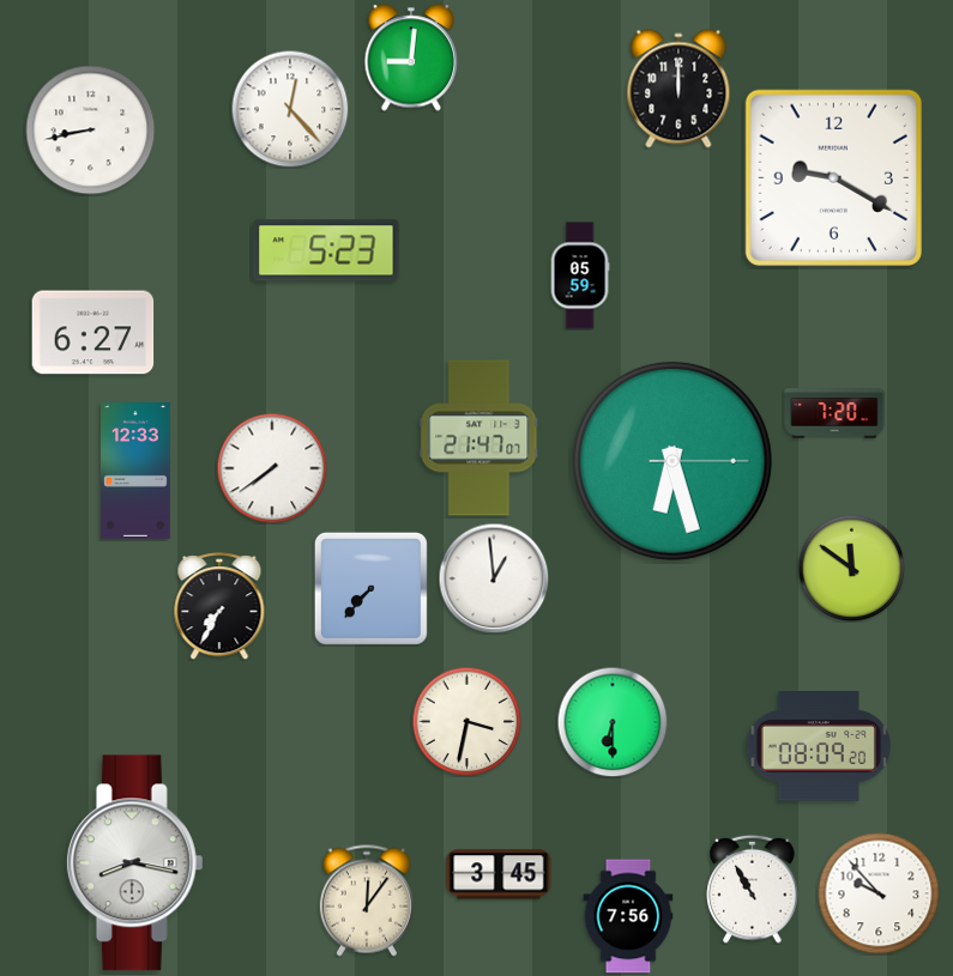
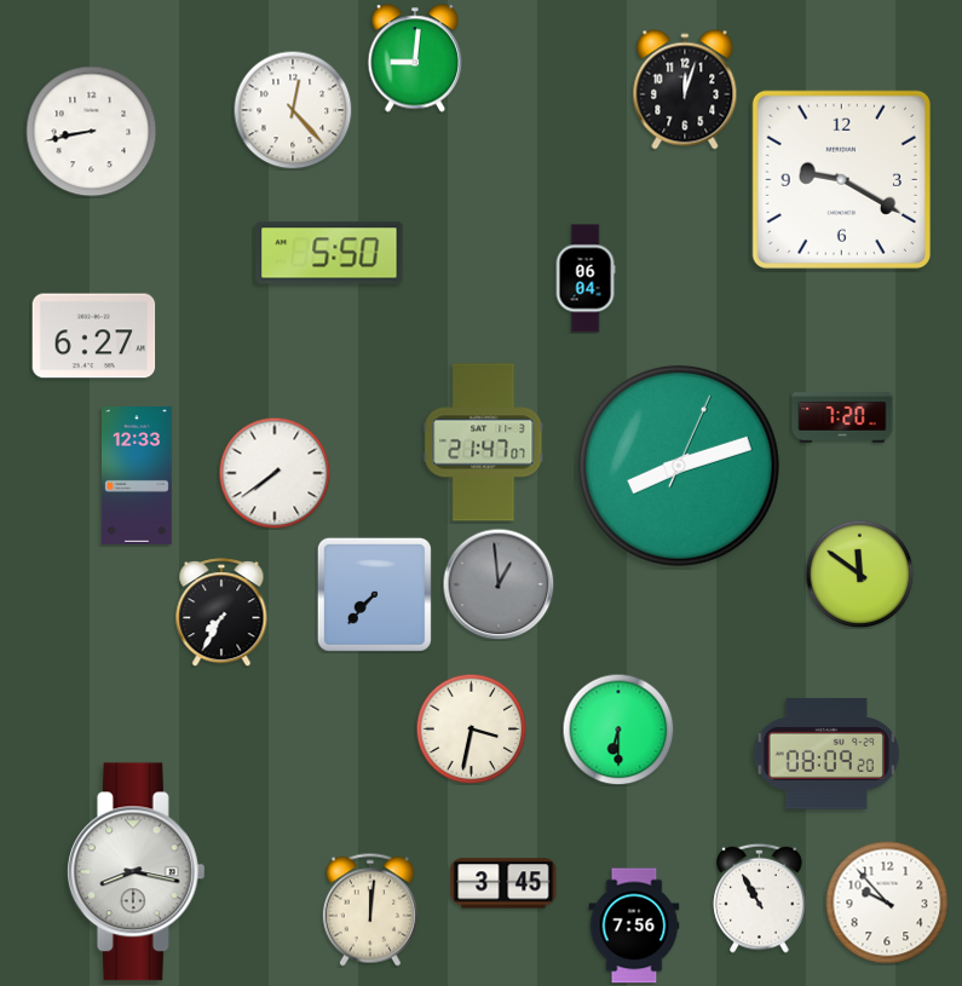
clock at (678, 89): 12:00 -> 12:03
clock at (326, 250): 5:23 -> 5:50
clock at (580, 275): 05:59 -> 06:04
clock at (672, 461): 6:27 -> 8:12
clock at (494, 578) dial: white -> grey
clock at (367, 901): 12:06 -> 12:01
